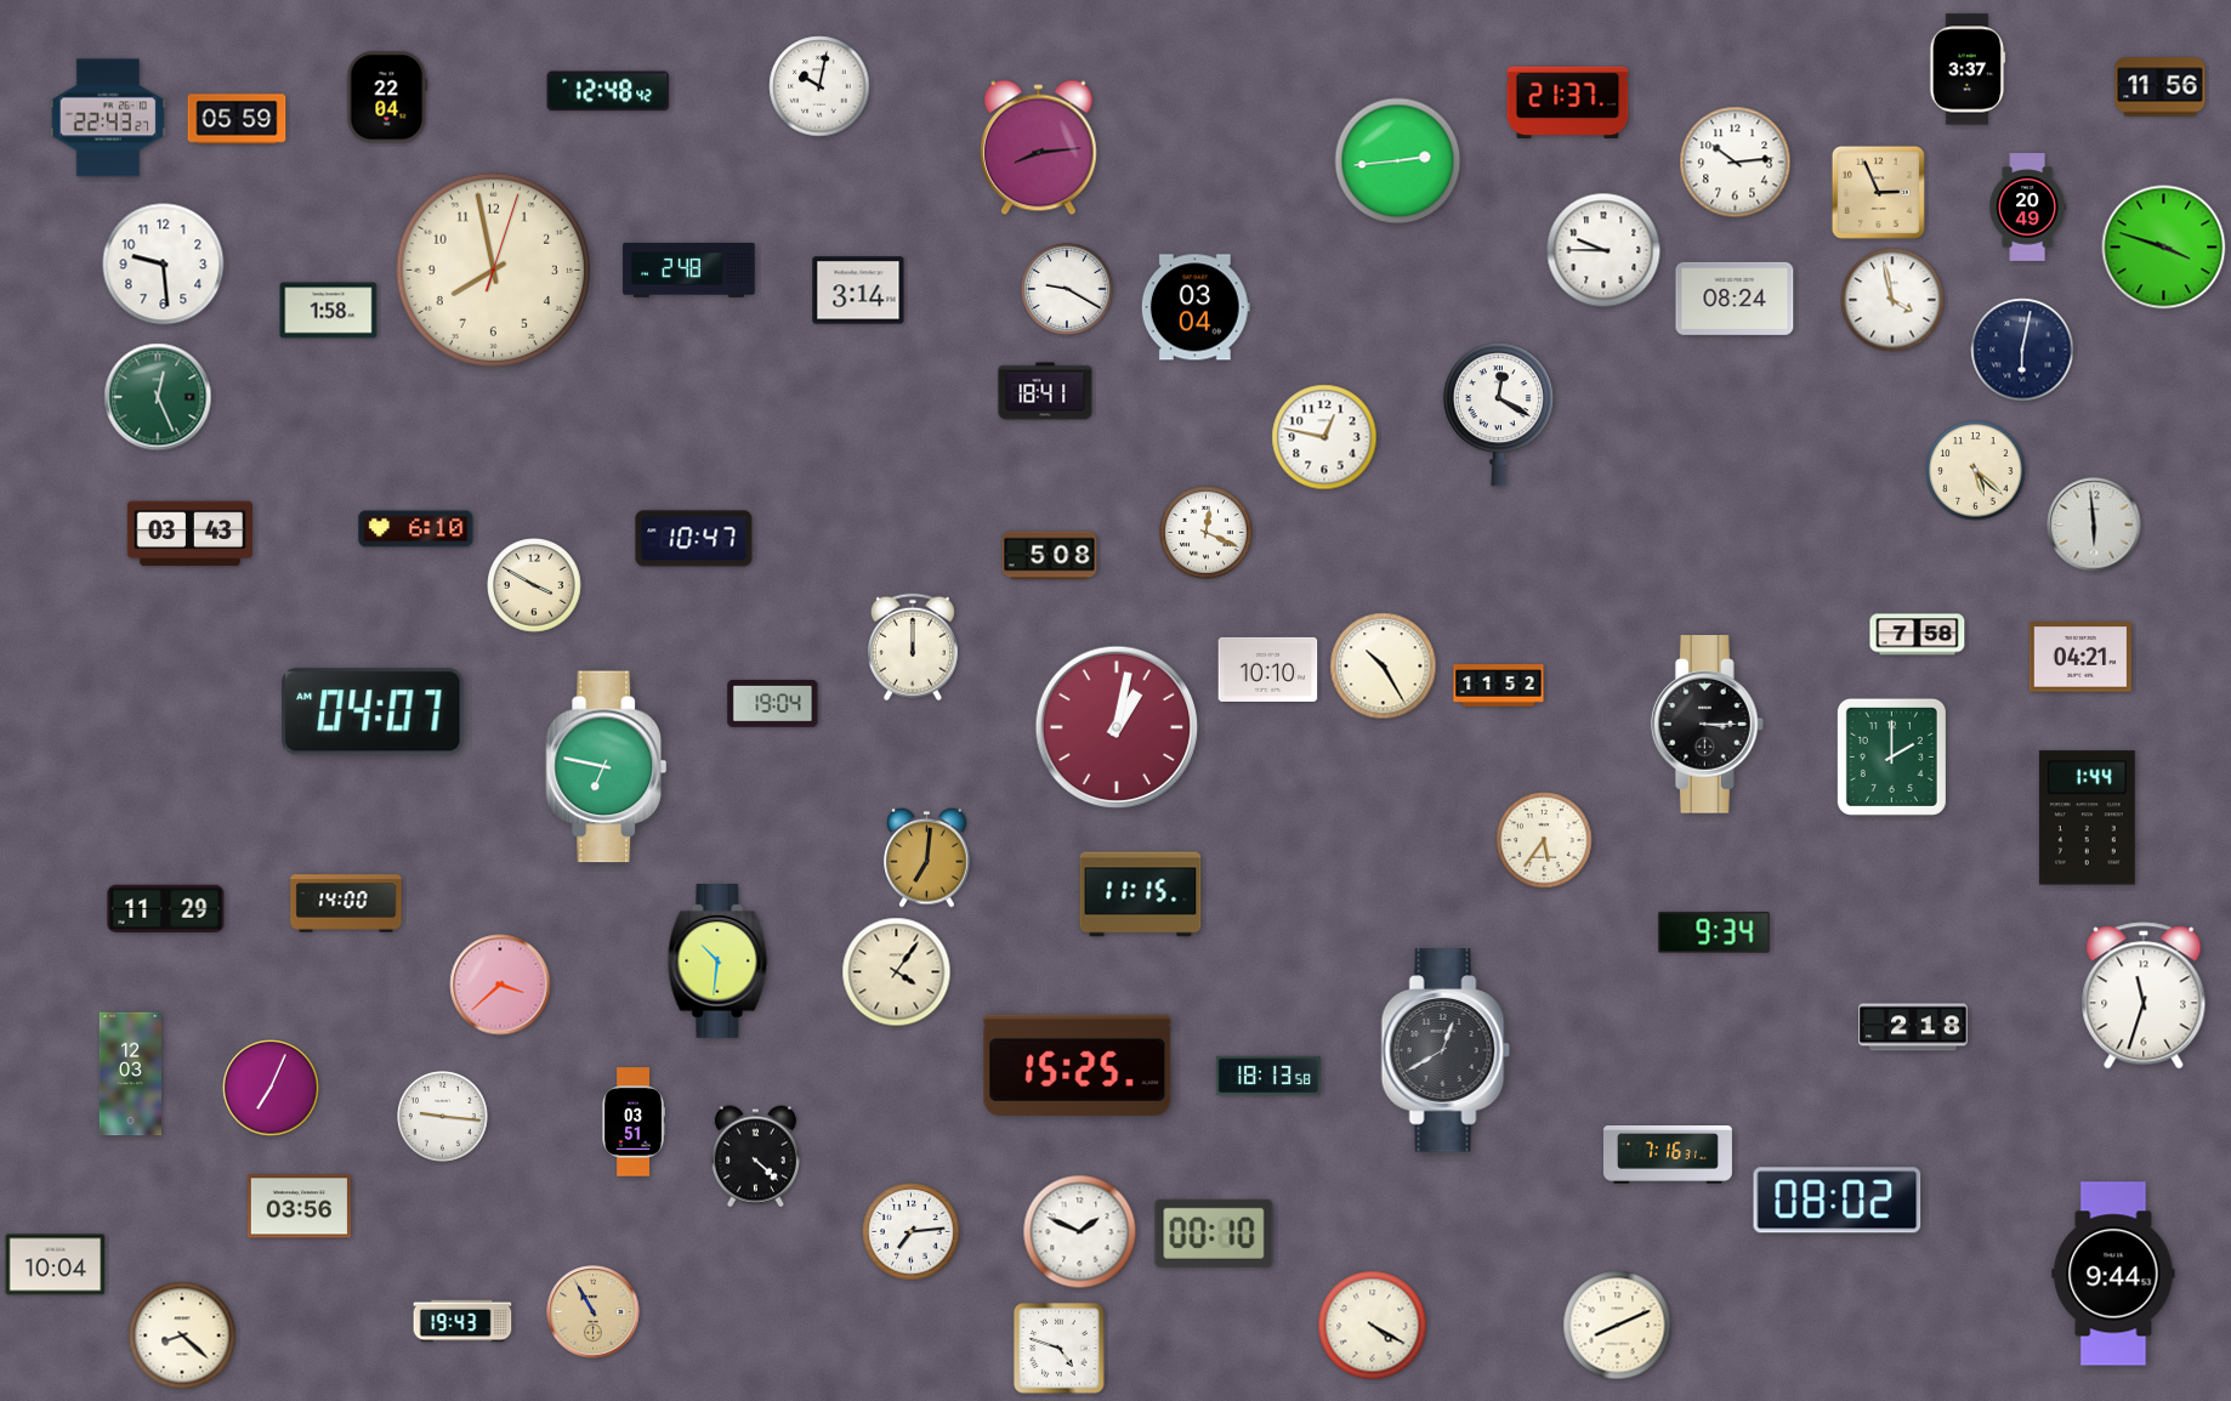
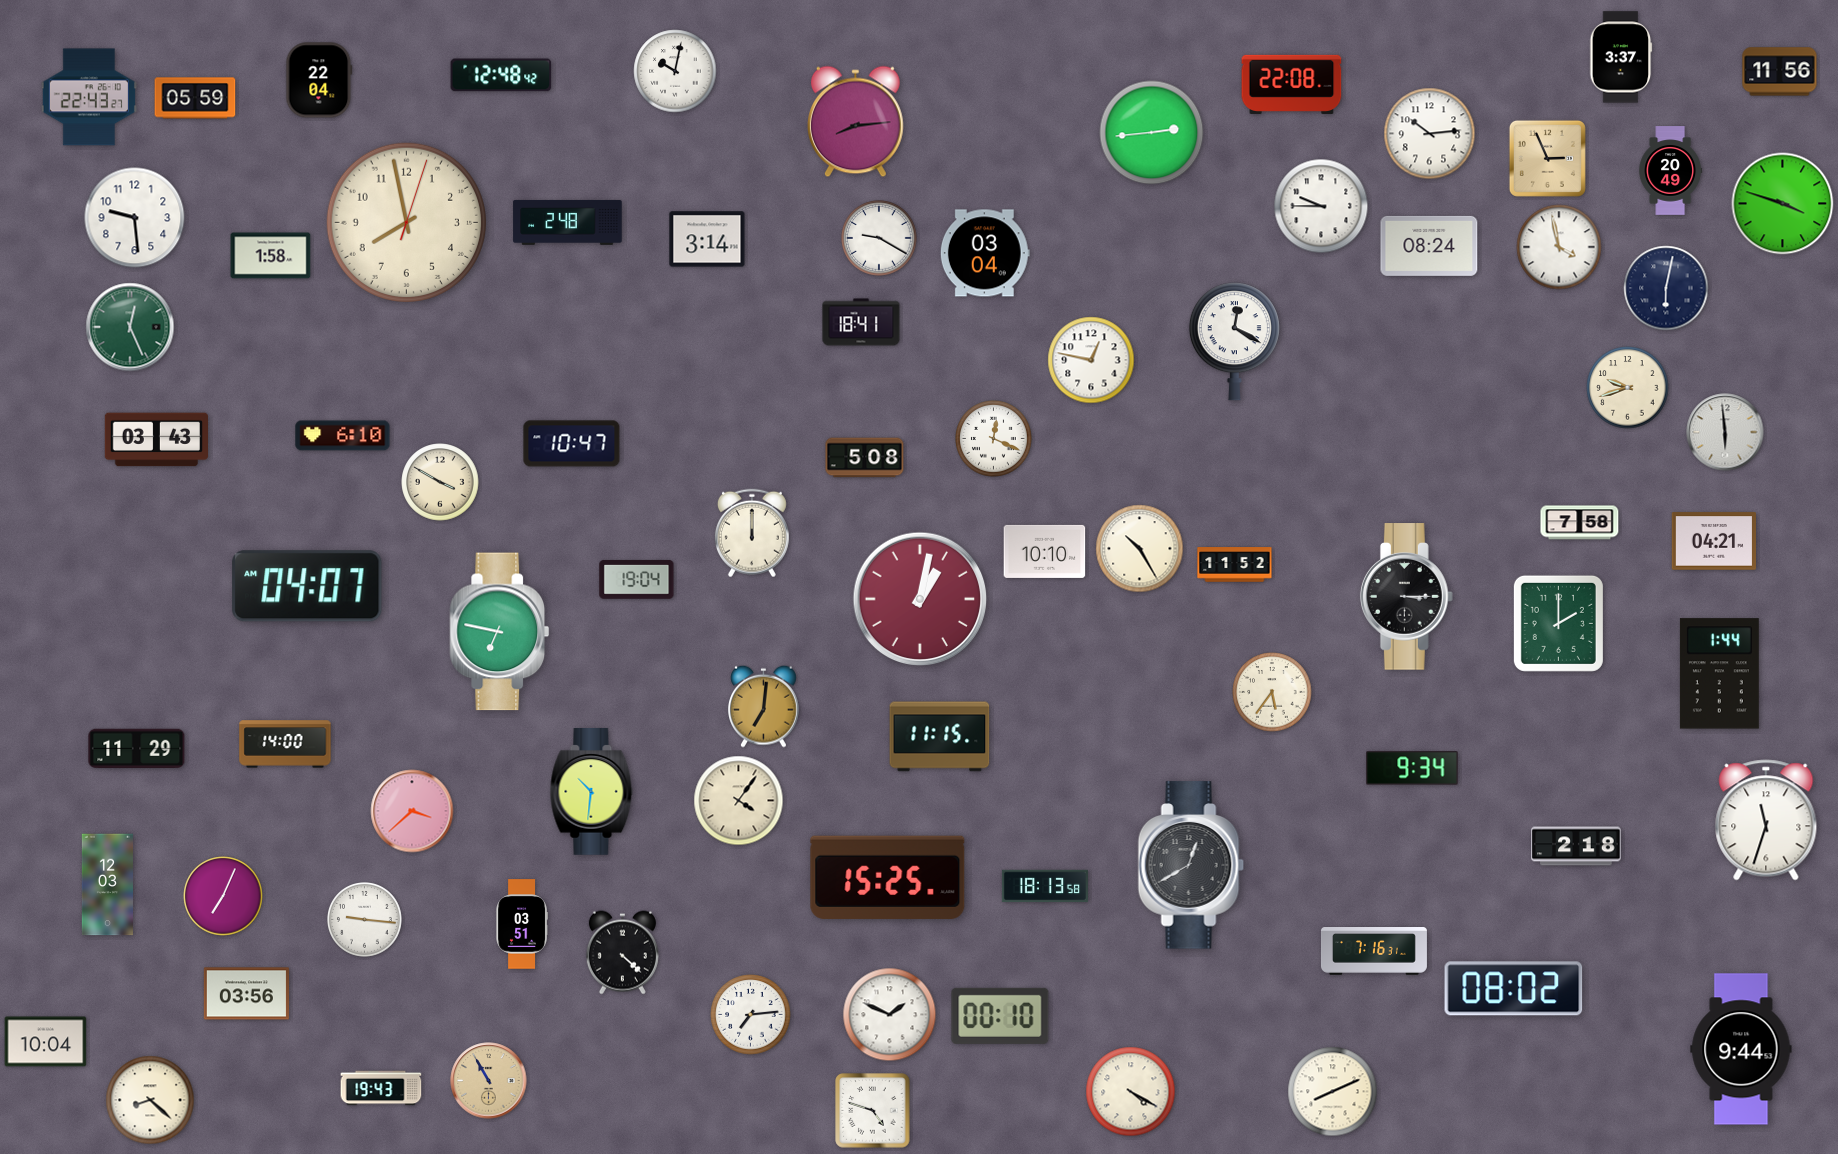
clock at (1568, 102): 21:37 -> 22:08
clock at (1976, 471): 5:22 -> 9:42
